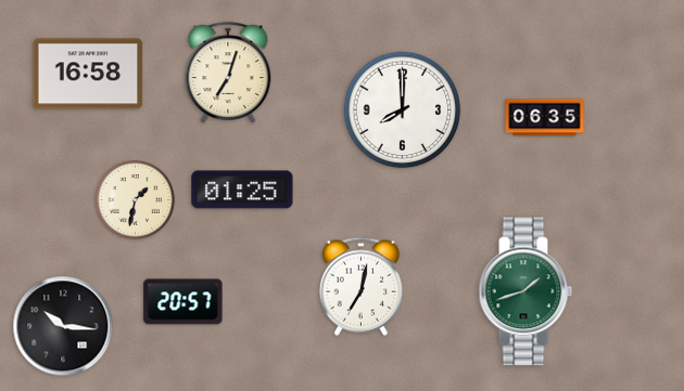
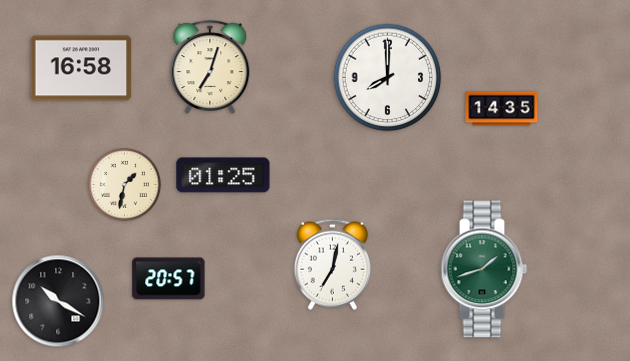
clock at (403, 110) position: (403, 110) -> (388, 78)
clock at (545, 118): 06:35 -> 14:35
clock at (63, 326): 10:16 -> 10:20
